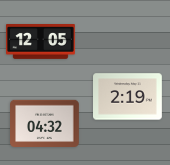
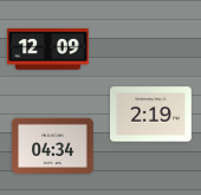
clock at (41, 42): 12:05 -> 12:09
clock at (45, 123): 04:32 -> 04:34
